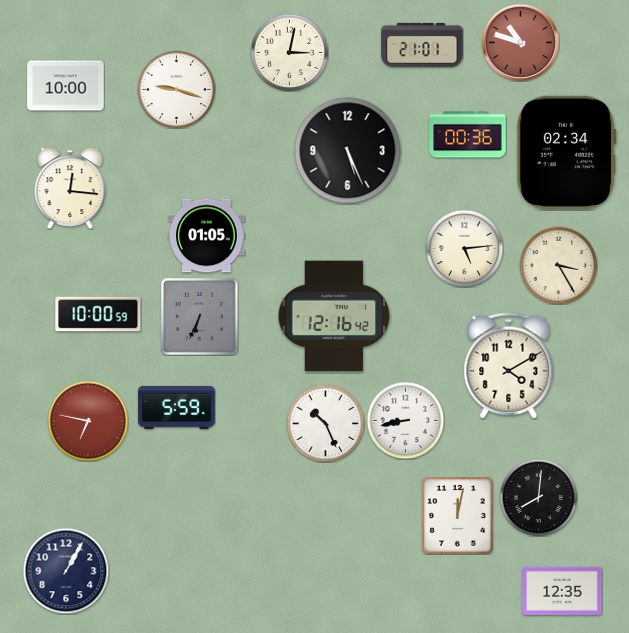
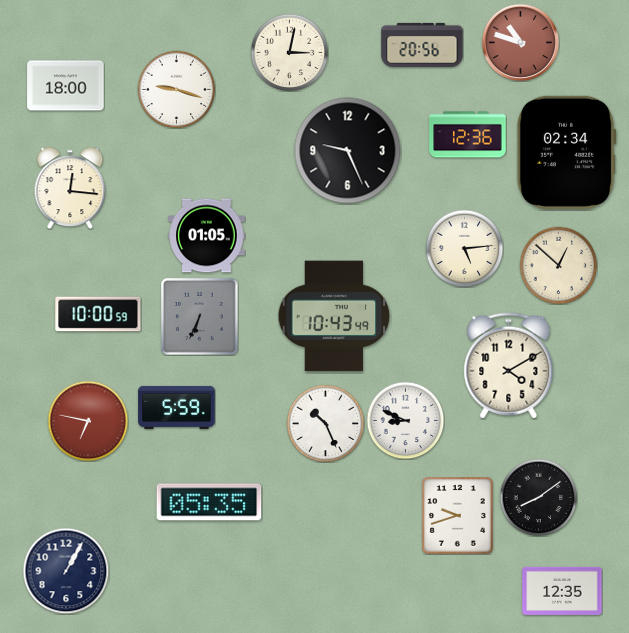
clock at (422, 45): 21:01 -> 20:56
clock at (66, 86): 10:00 -> 18:00
clock at (468, 135): 00:36 -> 12:36
clock at (348, 151): 5:26 -> 9:26
clock at (558, 265): 3:25 -> 12:52
clock at (334, 316): 12:16 -> 10:43
clock at (405, 420): 8:43 -> 8:49
clock at (538, 497): 8:01 -> 8:09
clock at (209, 502): none -> 05:35
clock at (458, 516): 12:02 -> 9:42
